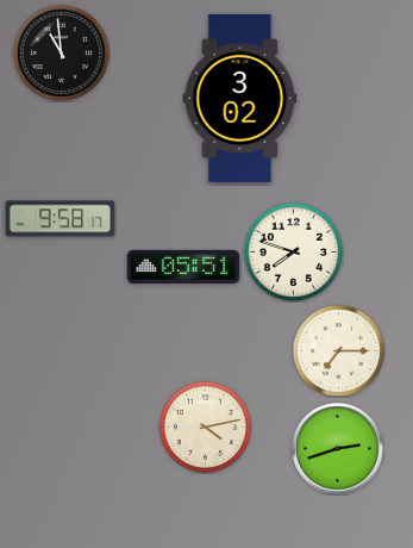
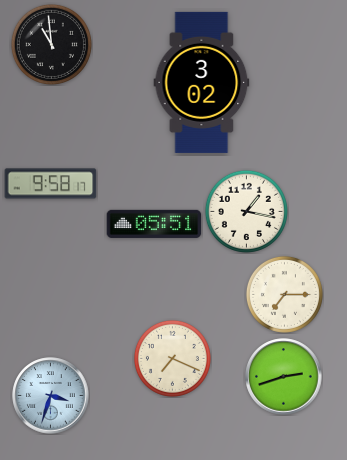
clock at (293, 251): 7:48 -> 1:17
clock at (205, 426): 4:13 -> 7:19
clock at (51, 396): none -> 3:33
